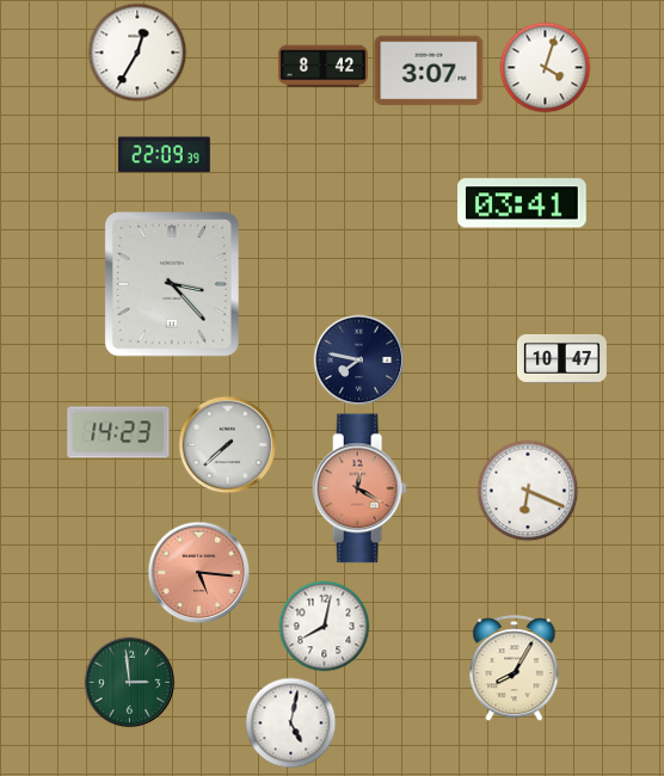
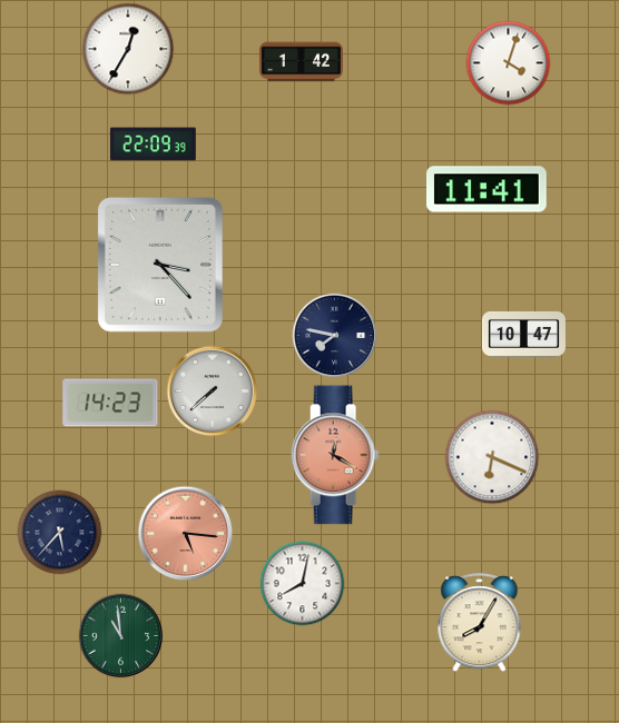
clock at (322, 67): 8:42 -> 1:42
clock at (429, 70): 3:07 -> none
clock at (523, 203): 03:41 -> 11:41
clock at (228, 445) position: (228, 445) -> (213, 392)
clock at (60, 533): none -> 5:37
clock at (130, 683): 2:59 -> 10:59
clock at (291, 723): 5:02 -> none
